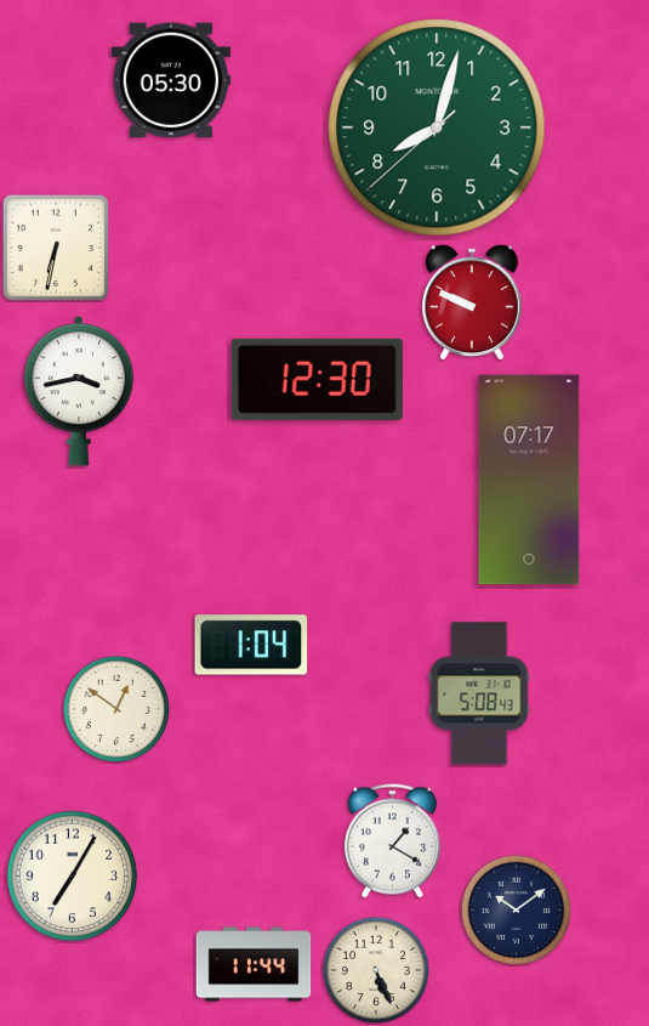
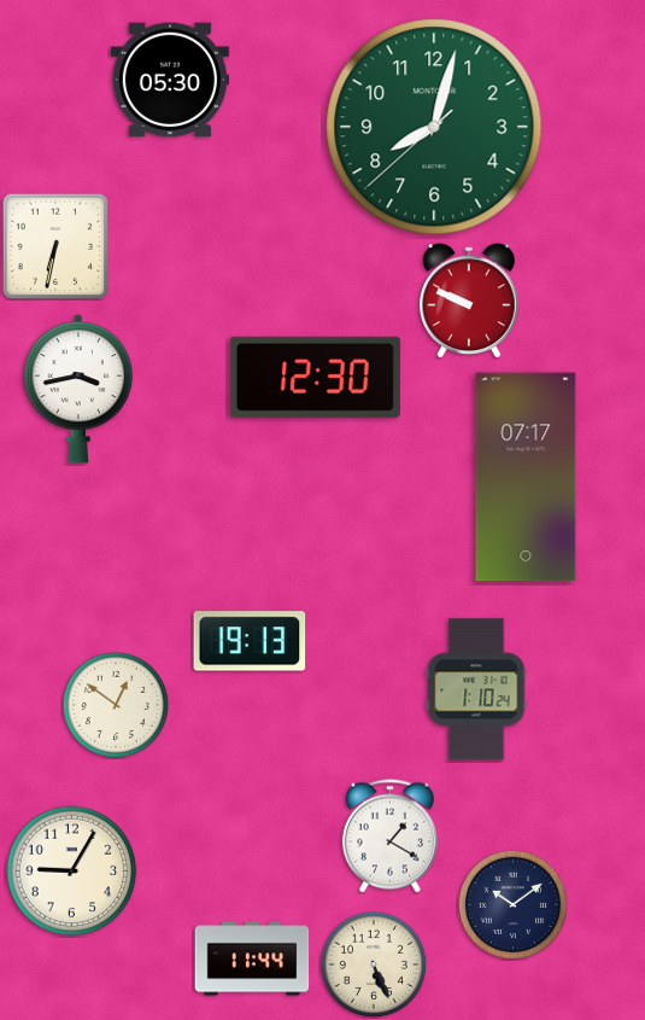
clock at (251, 645): 1:04 -> 19:13
clock at (479, 693): 5:08 -> 1:10
clock at (73, 877): 7:05 -> 9:05
